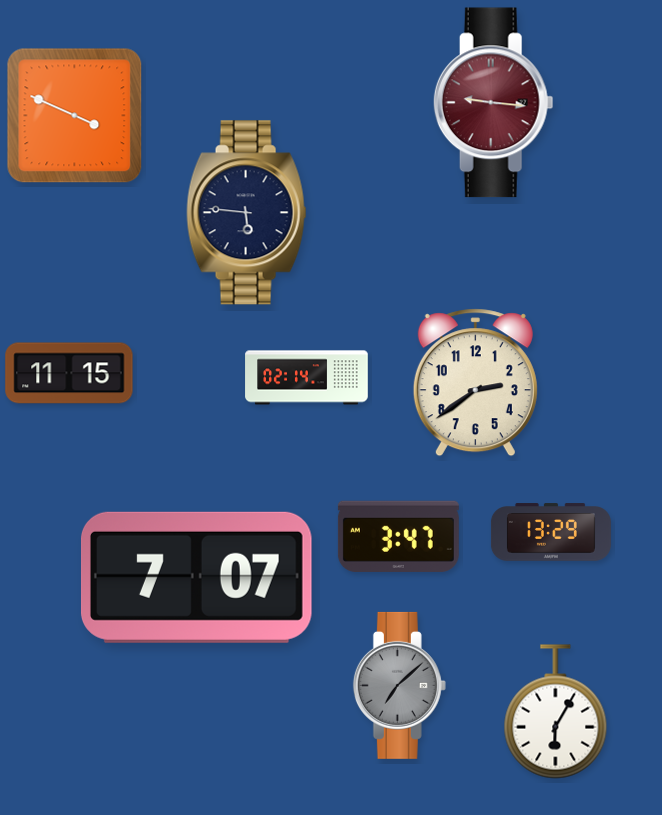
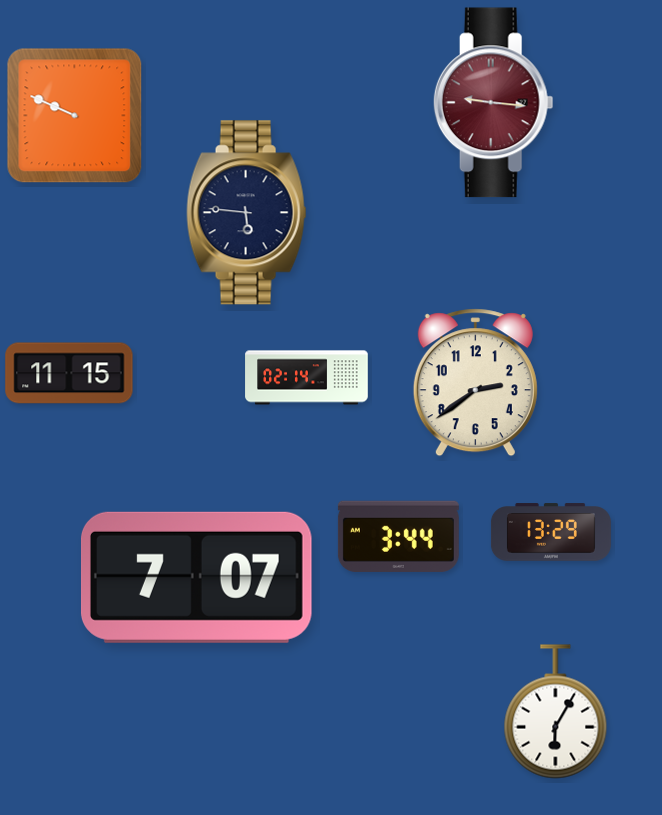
clock at (75, 116): 3:49 -> 9:49
clock at (398, 536): 3:47 -> 3:44
clock at (399, 685): 7:08 -> none
